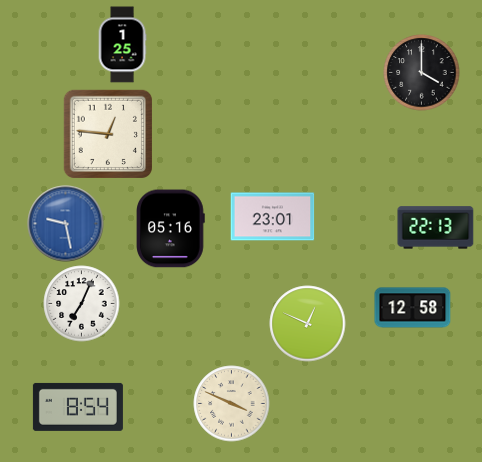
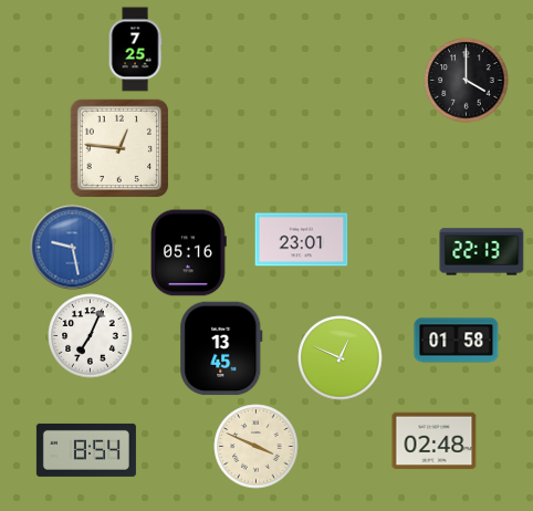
clock at (122, 45): 1:25 -> 7:25
clock at (413, 308): 12:58 -> 01:58
clock at (221, 348): none -> 13:45
clock at (435, 441): none -> 02:48
